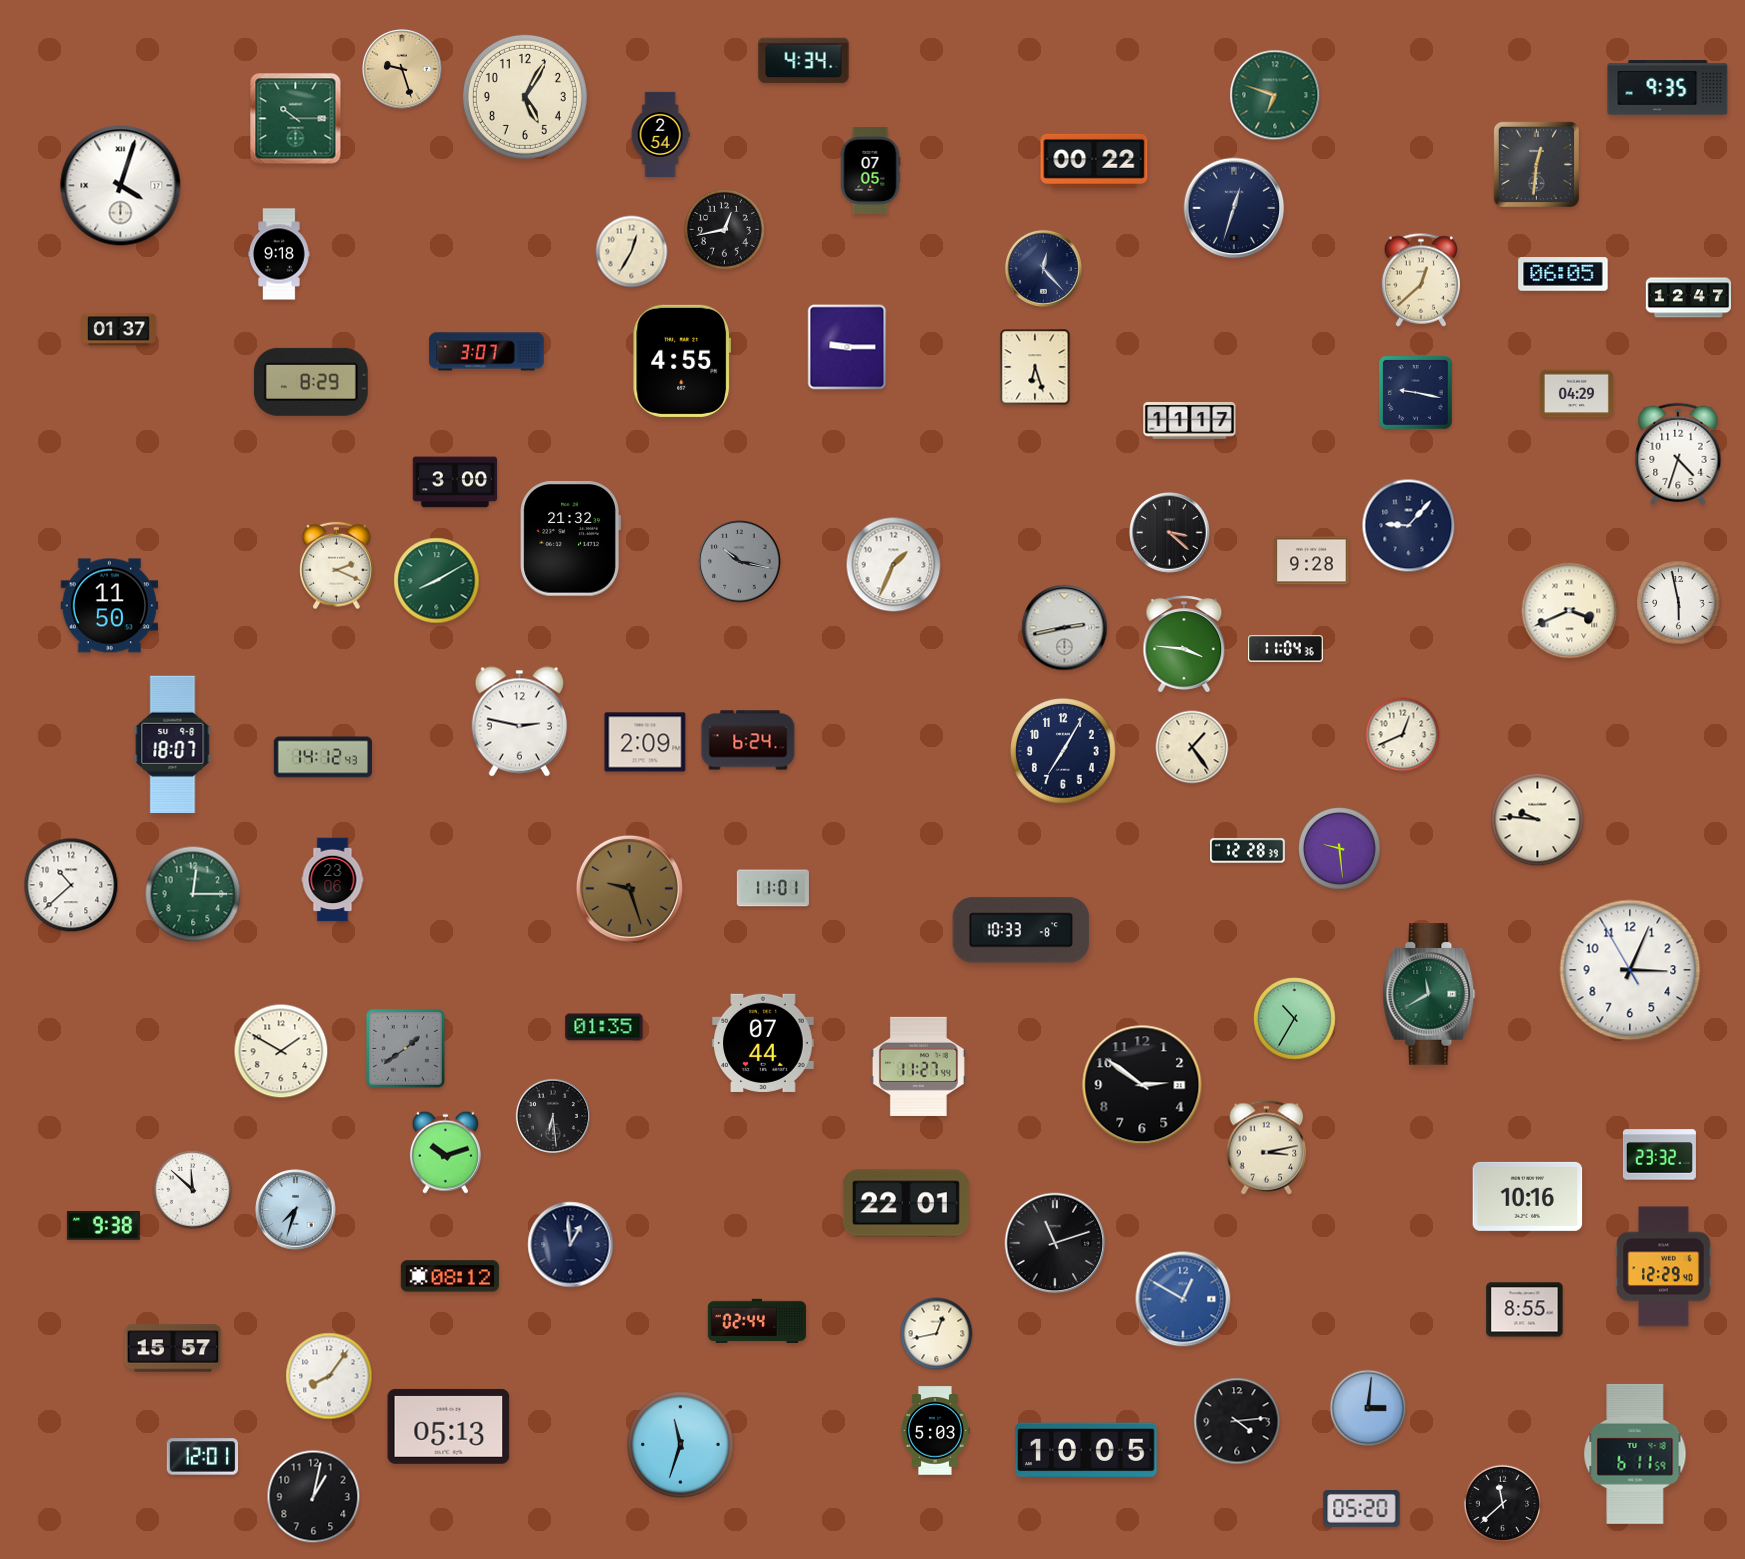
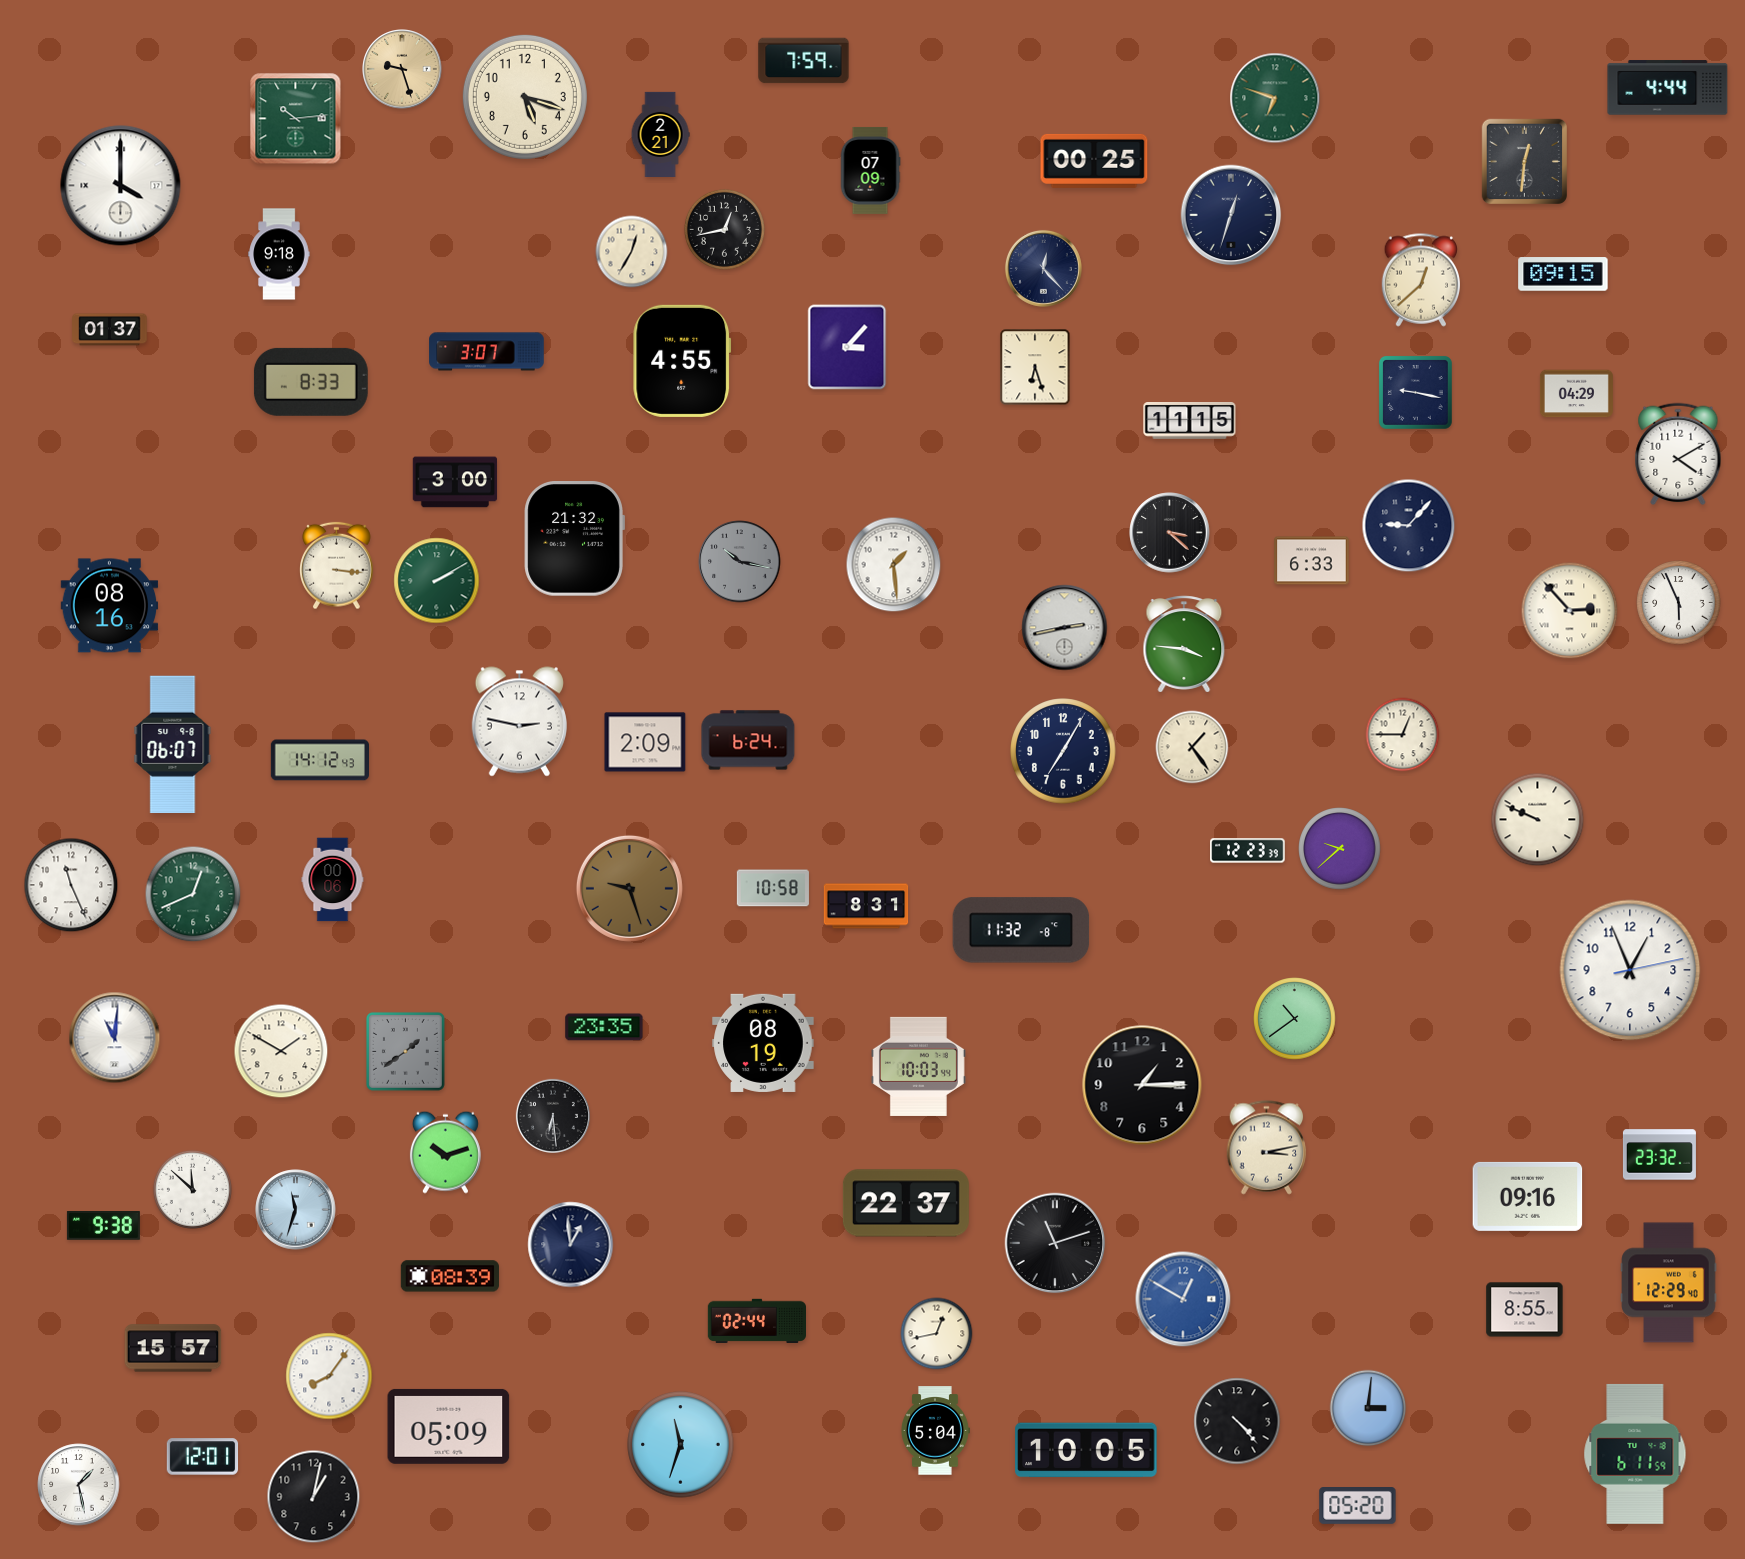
clock at (804, 61): 4:34 -> 7:59
clock at (1668, 88): 9:35 -> 4:44
clock at (1275, 95) position: (1275, 95) -> (1275, 98)
clock at (525, 97): 5:05 -> 5:18
clock at (296, 119): 10:15 -> 10:14
clock at (660, 134): 2:54 -> 2:21
clock at (1094, 161): 00:22 -> 00:25
clock at (1536, 164) position: (1536, 164) -> (1524, 161)
clock at (870, 170): 07:05 -> 07:09
clock at (121, 186): 4:03 -> 4:00
clock at (1234, 208) position: (1234, 208) -> (1231, 215)
clock at (1563, 274): 06:05 -> 09:15
clock at (1688, 298): 12:47 -> none
clock at (119, 330) position: (119, 330) -> (110, 330)
clock at (847, 347): 9:15 -> 3:07
clock at (311, 382): 8:29 -> 8:33
clock at (1190, 421): 11:17 -> 11:15
clock at (1678, 454): 4:33 -> 4:10
clock at (570, 539) position: (570, 539) -> (574, 539)
clock at (1312, 561): 9:28 -> 6:33
clock at (894, 565): 1:34 -> 1:29
clock at (337, 566): 2:19 -> 3:16
clock at (437, 581): 8:10 -> 2:10
clock at (1679, 603): 5:58 -> 5:56
clock at (110, 606): 11:50 -> 08:16
clock at (1570, 611): 3:41 -> 2:53
clock at (1286, 649): 11:04 -> none
clock at (1403, 735): 12:41 -> 12:45
clock at (173, 744): 18:07 -> 06:07
clock at (322, 757) position: (322, 757) -> (319, 760)
clock at (1538, 820): 9:46 -> 9:49
clock at (1340, 849): 9:29 -> 9:38
clock at (1248, 851): 12:28 -> 12:23
clock at (333, 880): 23:06 -> 00:06
clock at (71, 885): 10:38 -> 11:26
clock at (773, 888): 11:01 -> 10:58
clock at (193, 894): 12:15 -> 12:41
clock at (866, 906): none -> 8:31
clock at (1021, 930): 10:33 -> 11:32
clock at (1630, 970): 3:03 -> 12:56
clock at (1429, 994): 11:40 -> none
clock at (1295, 1019): 10:35 -> 10:39
clock at (604, 1027): 01:35 -> 23:35
clock at (115, 1038): none -> 11:01
clock at (763, 1043): 07:44 -> 08:19
clock at (405, 1048) position: (405, 1048) -> (405, 1051)
clock at (918, 1066): 11:27 -> 10:03
clock at (1142, 1085): 2:51 -> 1:15
clock at (1528, 1196): 10:16 -> 09:16
clock at (906, 1203): 22:01 -> 22:37
clock at (296, 1210): 7:33 -> 11:33
clock at (1664, 1267) position: (1664, 1267) -> (1669, 1283)
clock at (450, 1276): 08:12 -> 08:39
clock at (1237, 1421): 4:14 -> 4:23
clock at (449, 1426): 05:13 -> 05:09
clock at (935, 1431): 5:03 -> 5:04
clock at (79, 1485): none -> 1:28
clock at (1503, 1504): 11:38 -> none
clock at (1362, 1509) position: (1362, 1509) -> (1358, 1506)
